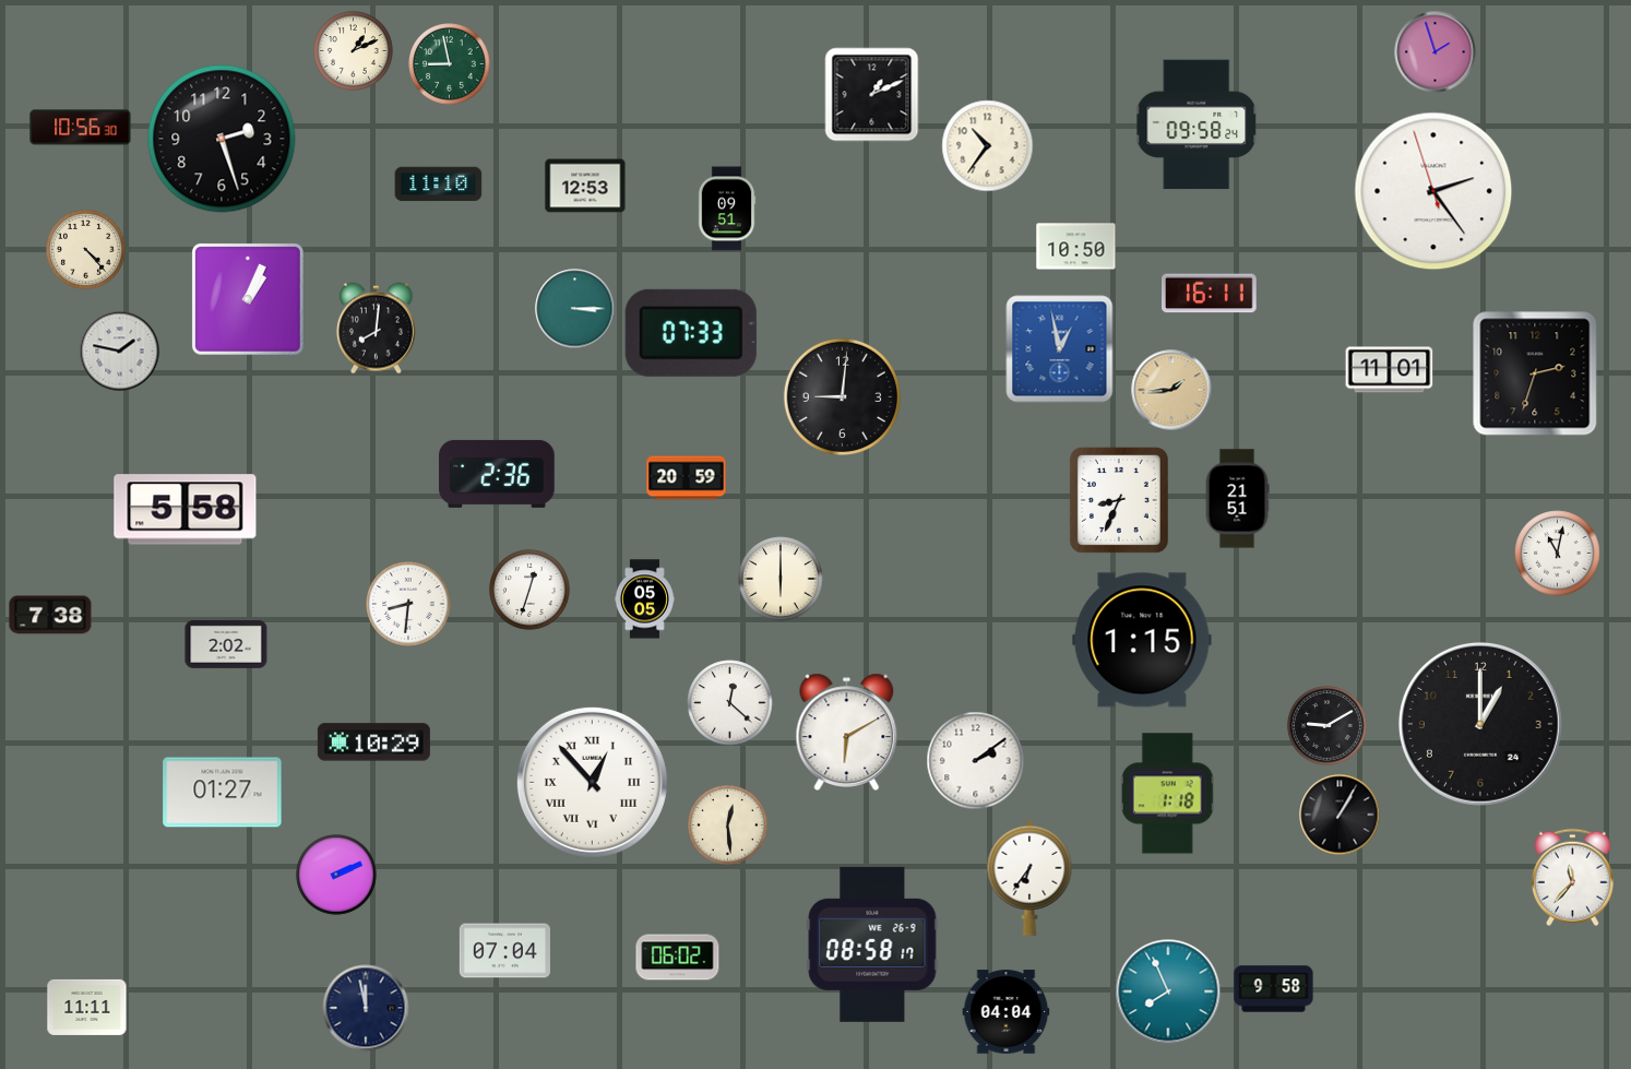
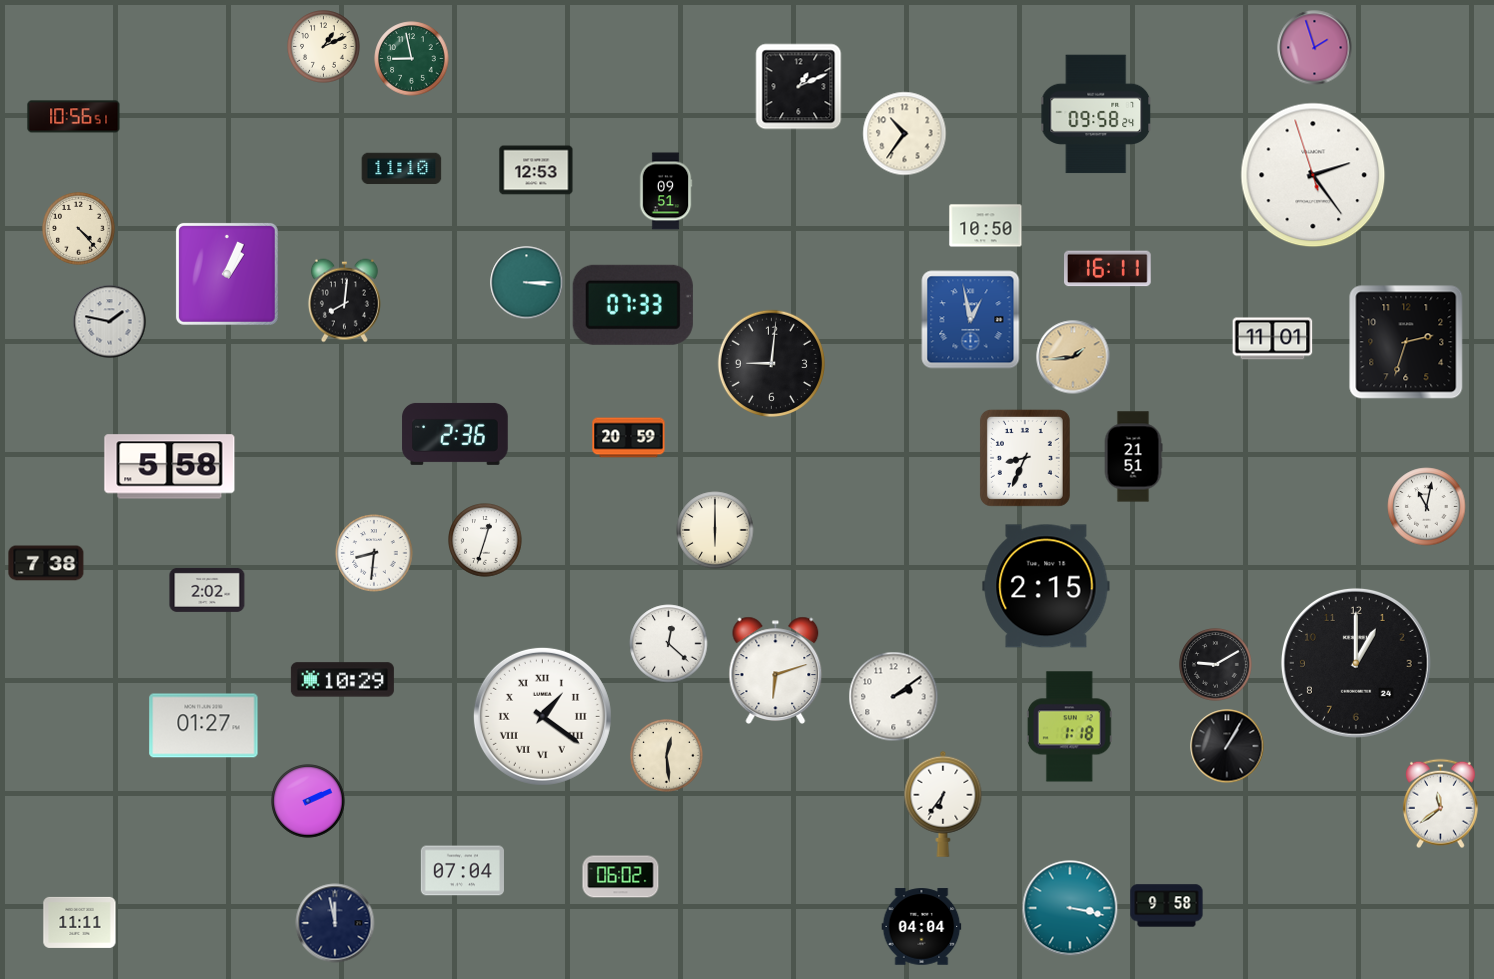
clock at (81, 128): 10:56:30 -> 10:56:51
clock at (222, 139): 2:27 -> none
clock at (644, 599): 05:05 -> none
clock at (1142, 640): 1:15 -> 2:15
clock at (847, 732): 6:10 -> 6:12
clock at (592, 782): 12:53 -> 1:21
clock at (1572, 878): 11:37 -> 11:39
clock at (872, 945): 08:58 -> none
clock at (1168, 991): 7:56 -> 3:17
